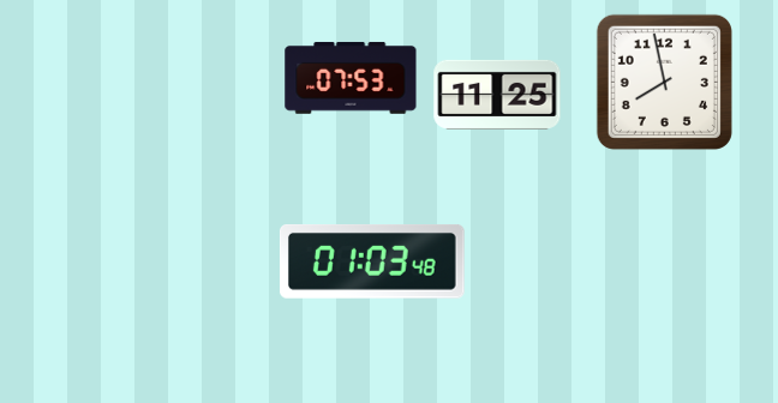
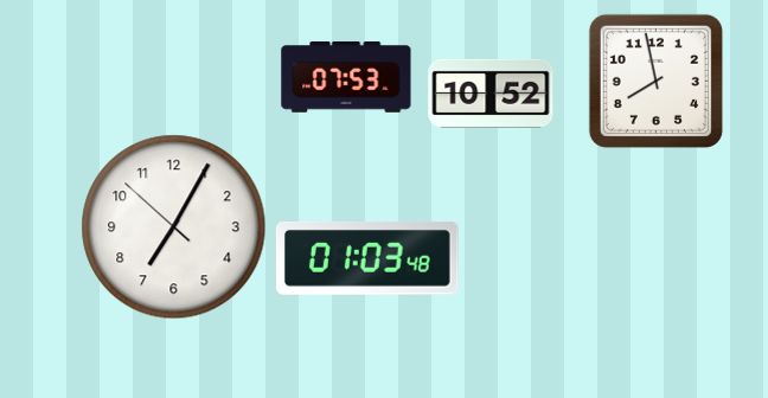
clock at (497, 95): 11:25 -> 10:52
clock at (174, 227): none -> 7:04
